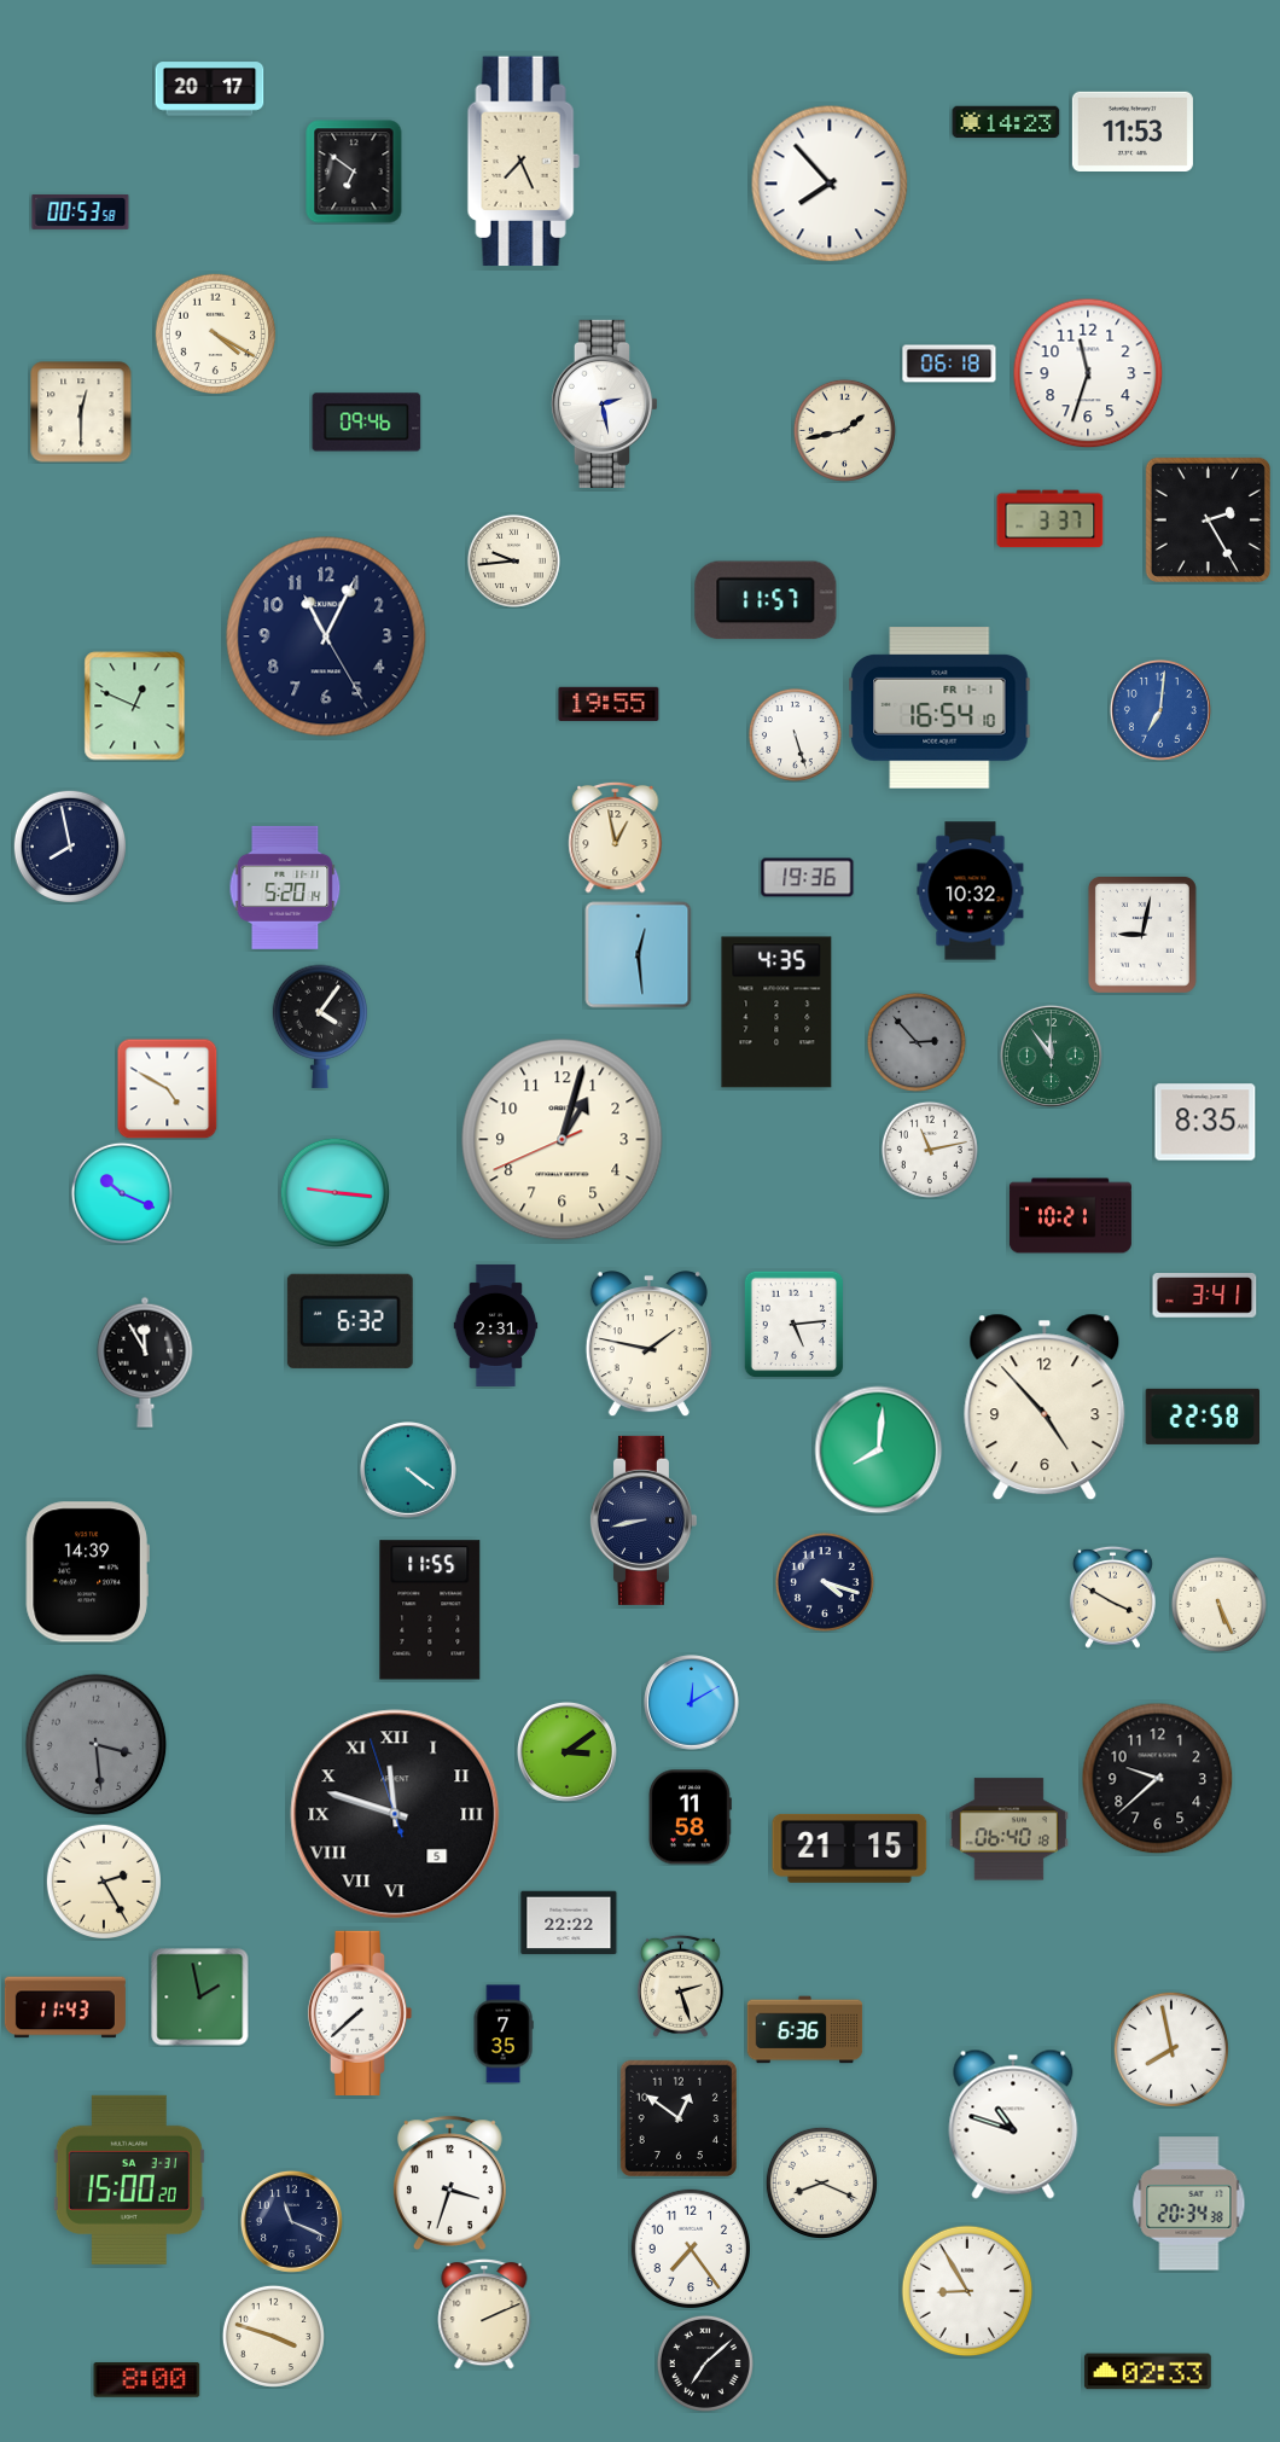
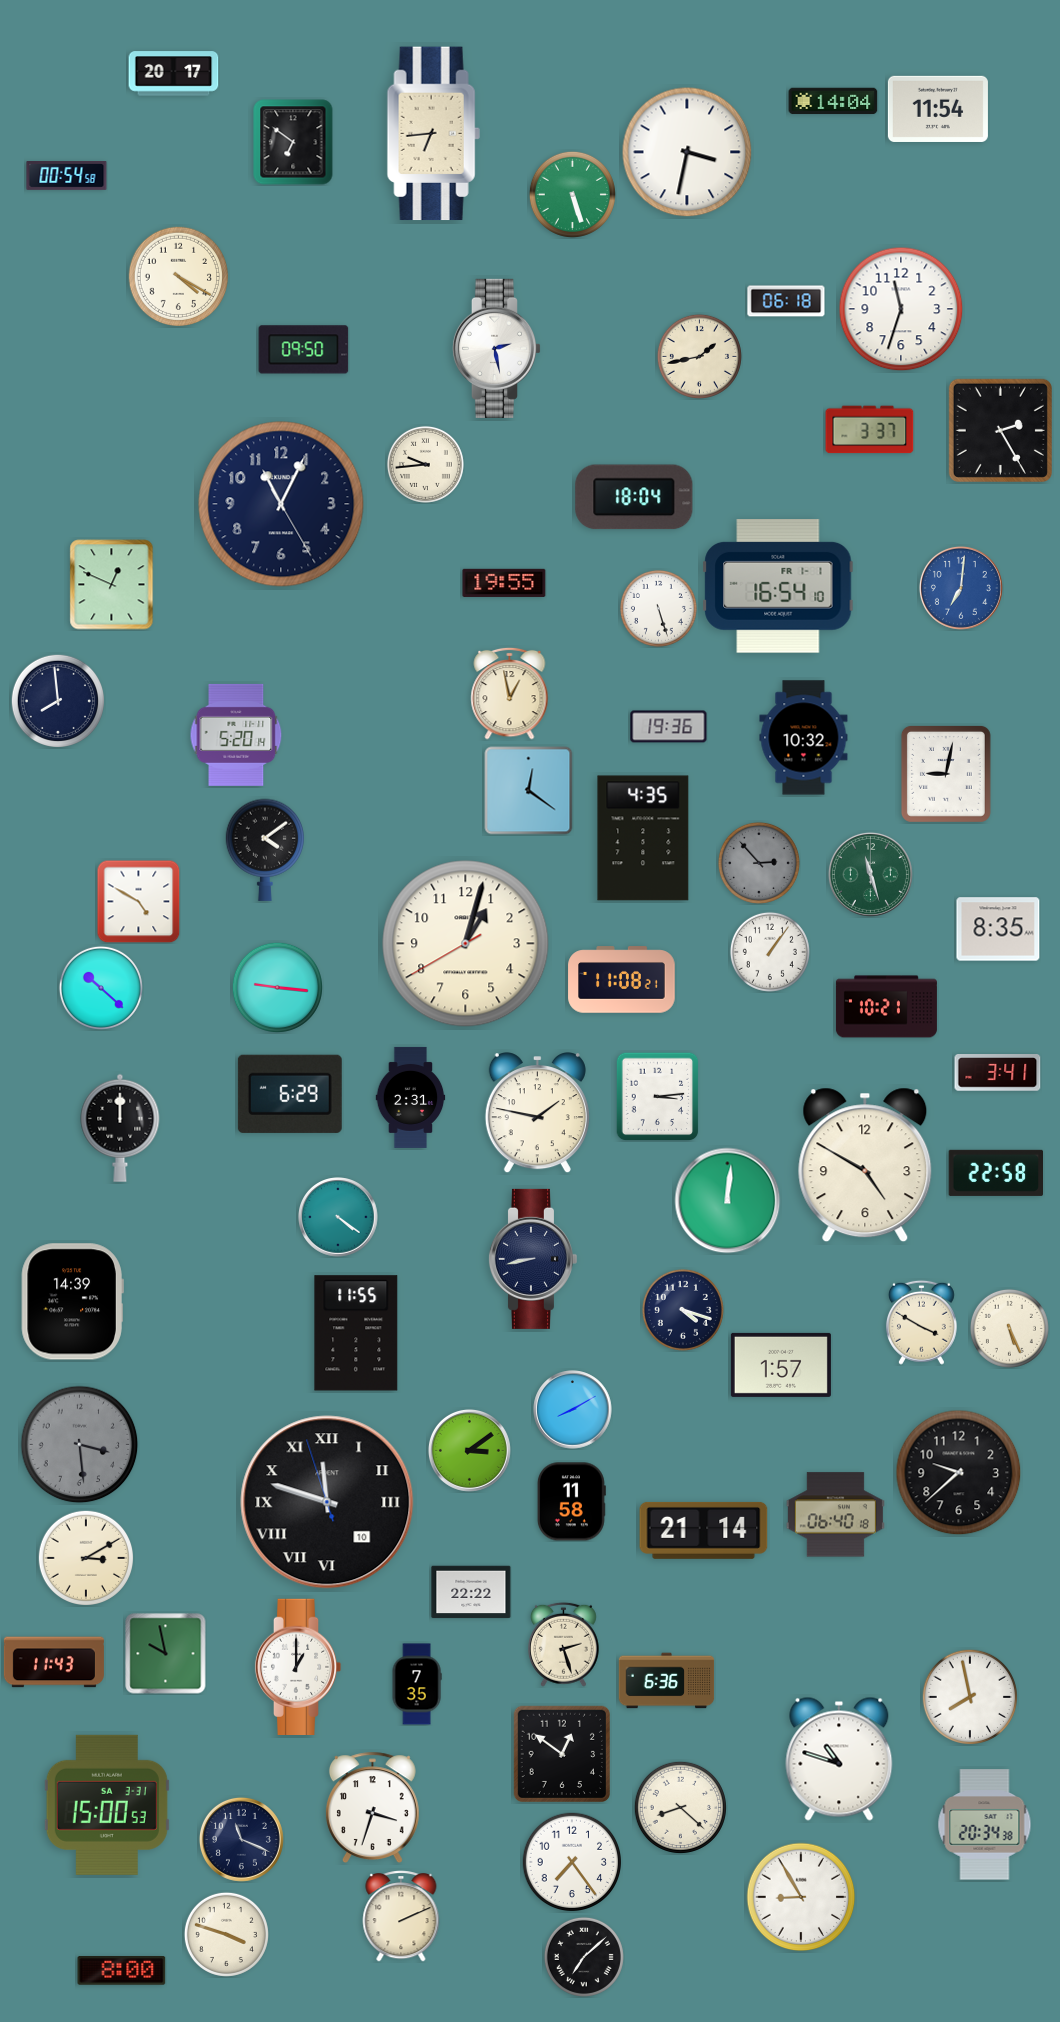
clock at (1006, 122): 14:23 -> 14:04
clock at (1133, 132): 11:53 -> 11:54
clock at (523, 162): 7:26 -> 6:44
clock at (830, 184): 7:53 -> 3:32
clock at (81, 213): 00:53 -> 00:54
clock at (572, 194): none -> 5:27
clock at (604, 403) position: (604, 403) -> (496, 348)
clock at (81, 412): 12:30 -> none
clock at (367, 423): 09:46 -> 09:50
clock at (766, 600): 11:57 -> 18:04
clock at (326, 636) position: (326, 636) -> (281, 504)
clock at (69, 845): 7:58 -> 7:59
clock at (639, 955): 12:29 -> 12:21
clock at (319, 1027): 4:06 -> 4:09
clock at (1051, 1056): 11:54 -> 11:27
clock at (563, 1140): 1:02:41 -> 1:02:40
clock at (930, 1150): 11:13 -> 1:06
clock at (622, 980): none -> 11:08
clock at (122, 1193): 10:19 -> 10:22
clock at (350, 1321): 6:32 -> 6:29
clock at (795, 1324): 5:14 -> 3:14
clock at (145, 1362): 11:55 -> 12:00
clock at (1045, 1407): 4:53 -> 4:50
clock at (879, 1450): 8:01 -> 12:01
clock at (781, 1365): none -> 1:57
clock at (692, 1703): 12:10 -> 8:10
clock at (395, 1814) date: 5 -> 10
clock at (690, 1818) position: (690, 1818) -> (571, 1502)
clock at (850, 1848): 21:15 -> 21:14
clock at (103, 1880): 2:25 -> 3:10
clock at (200, 1998): 1:58 -> 9:58
clock at (360, 2012): 7:38 -> 1:00
clock at (129, 2180): 15:00:20 -> 15:00:53
clock at (821, 2182): 8:19 -> 8:22
clock at (1147, 2372): 02:33 -> none
